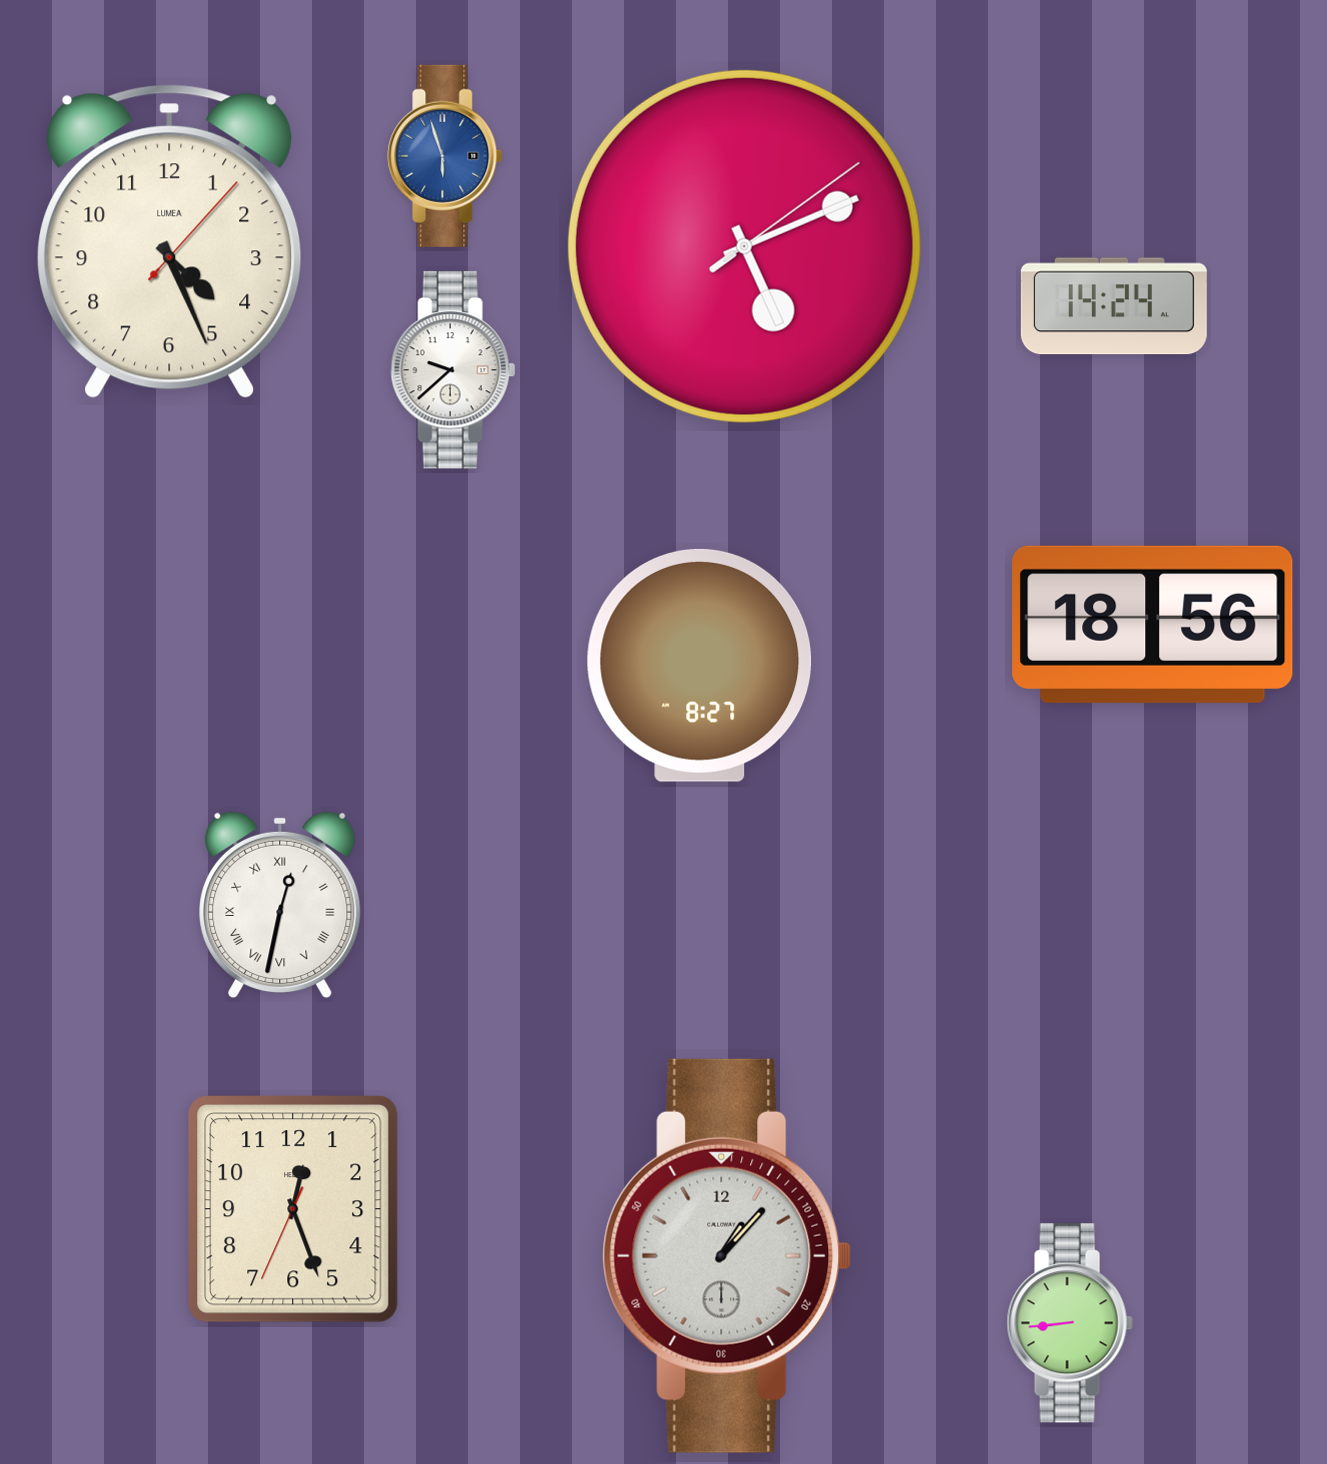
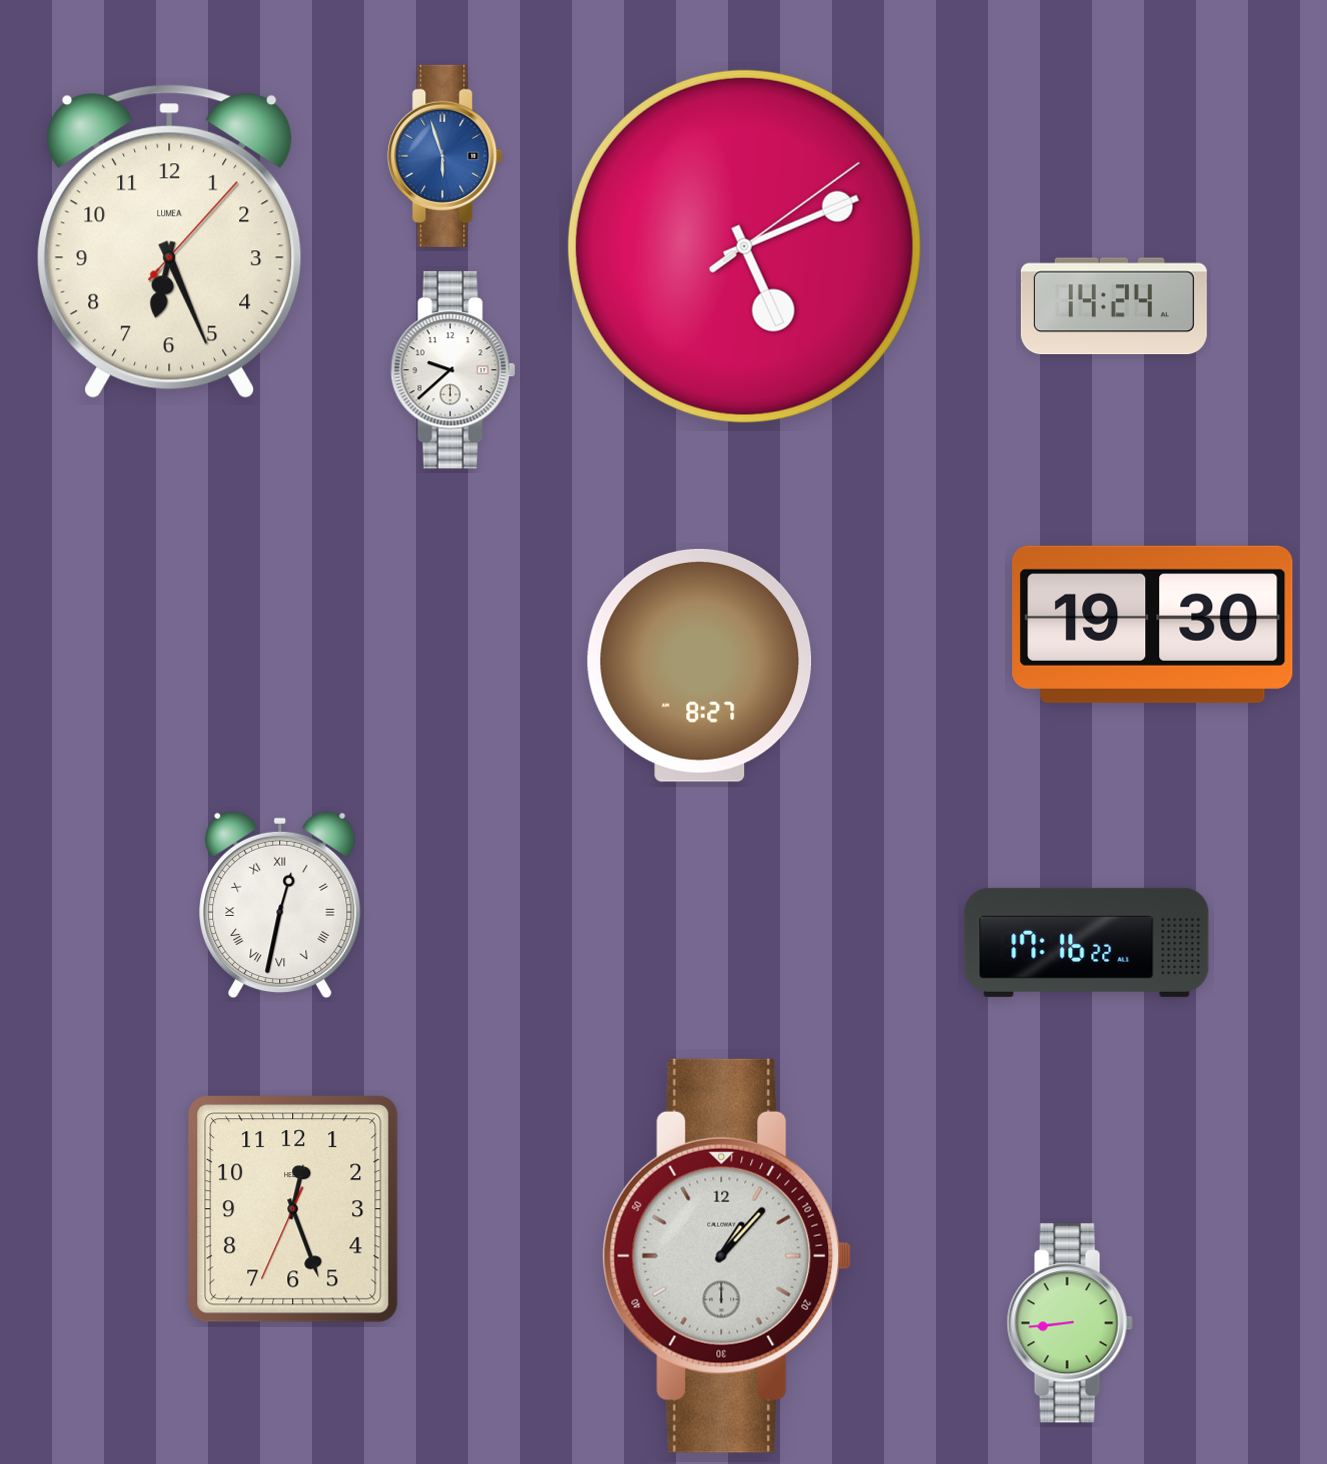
clock at (170, 242): 4:26 -> 6:26
clock at (1153, 624): 18:56 -> 19:30
clock at (1087, 942): none -> 17:16
